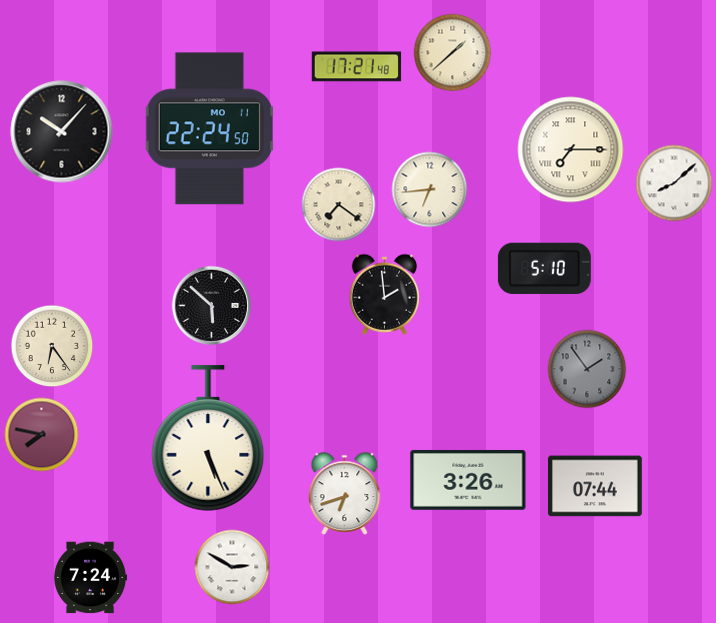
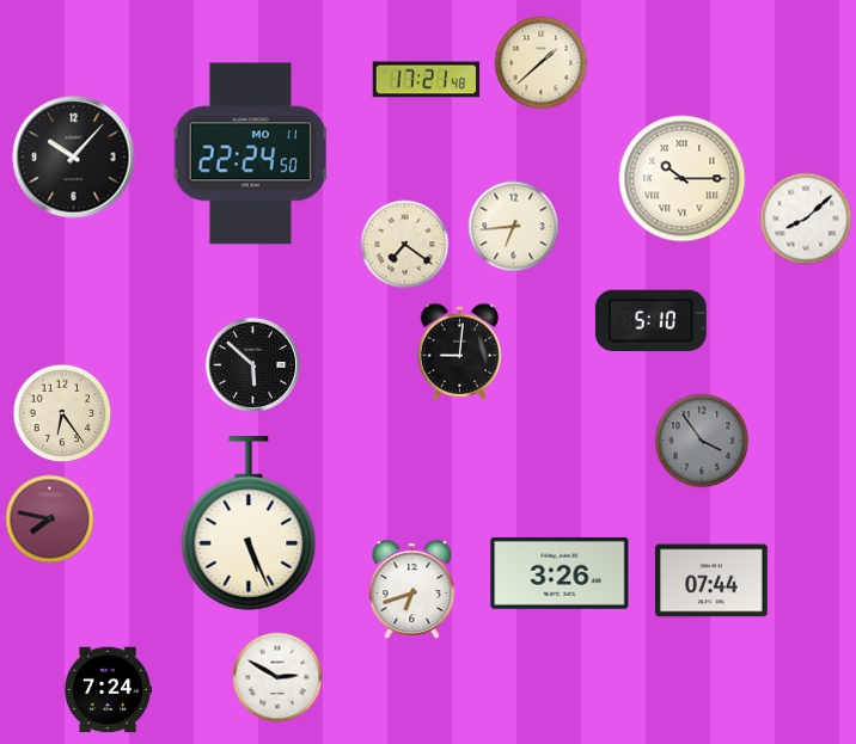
clock at (571, 150): 7:15 -> 10:15
clock at (384, 294): 1:59 -> 9:01
clock at (587, 369): 1:54 -> 3:54
